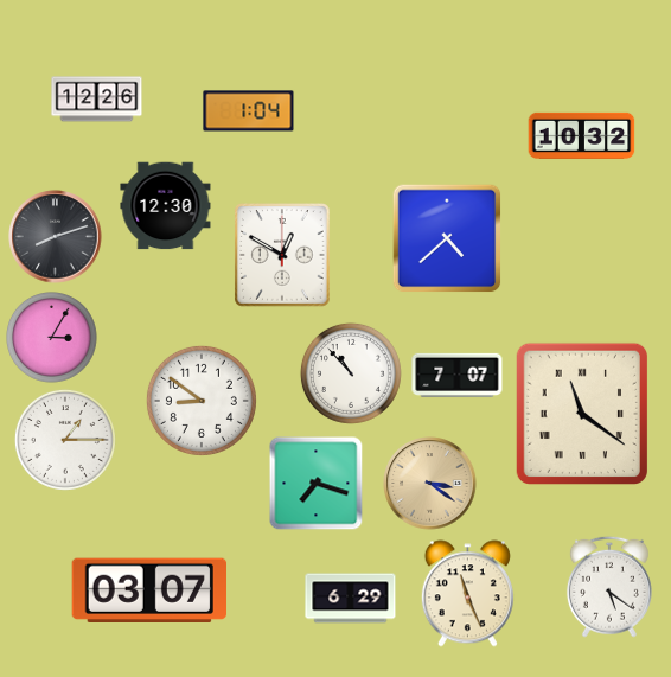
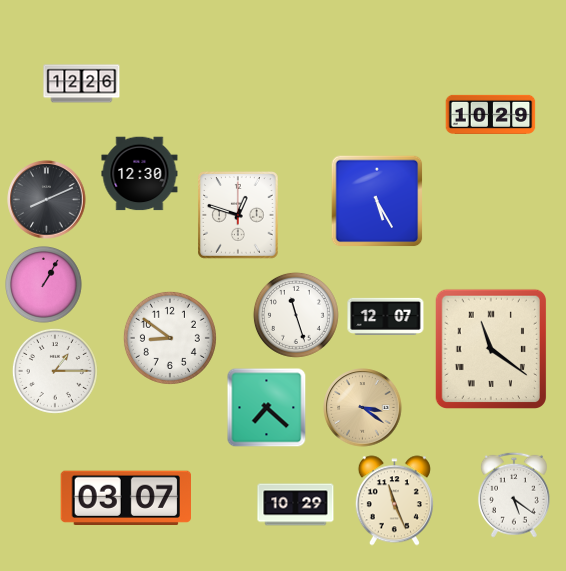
clock at (249, 111): 1:04 -> none
clock at (582, 135): 10:32 -> 10:29
clock at (56, 237): 8:12 -> 8:11
clock at (447, 238): 4:38 -> 5:25
clock at (283, 256): 12:50 -> 12:48
clock at (52, 338): 3:05 -> 1:05
clock at (351, 373): 10:53 -> 11:27
clock at (458, 375): 7:07 -> 12:07
clock at (315, 483): 7:18 -> 7:22
clock at (351, 599): 6:29 -> 10:29
